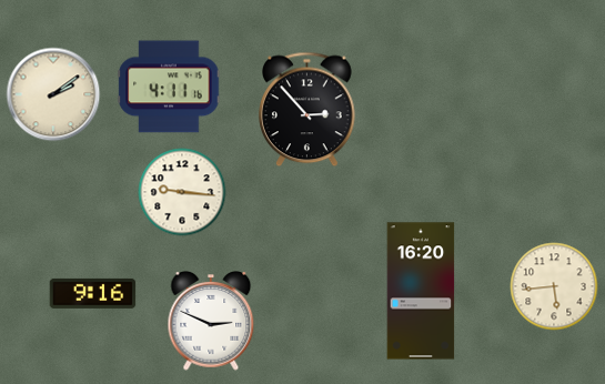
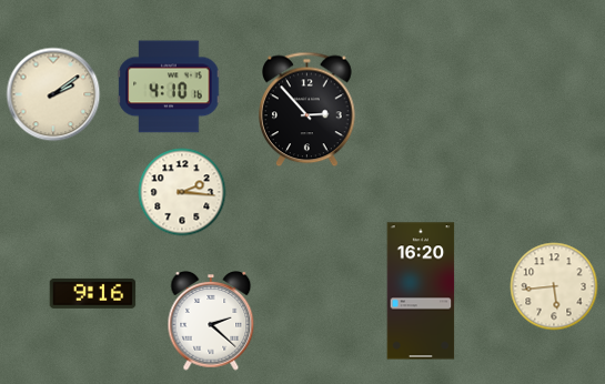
clock at (169, 87): 4:11 -> 4:10
clock at (182, 192): 9:16 -> 2:16
clock at (211, 322): 2:49 -> 2:22
